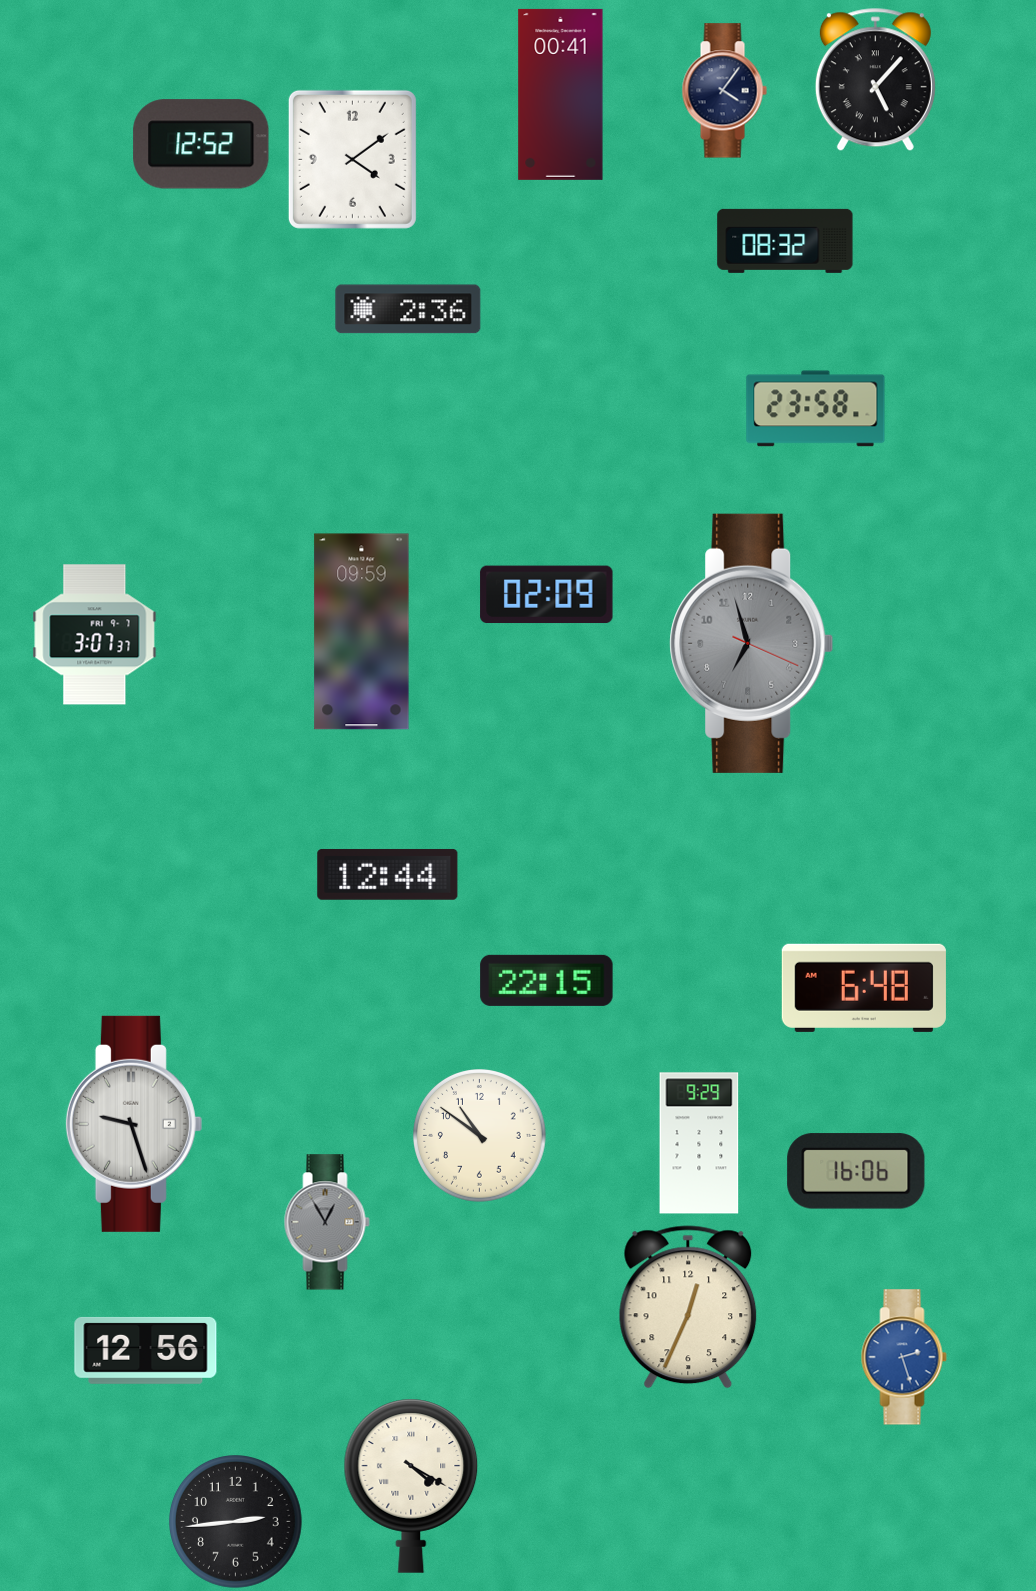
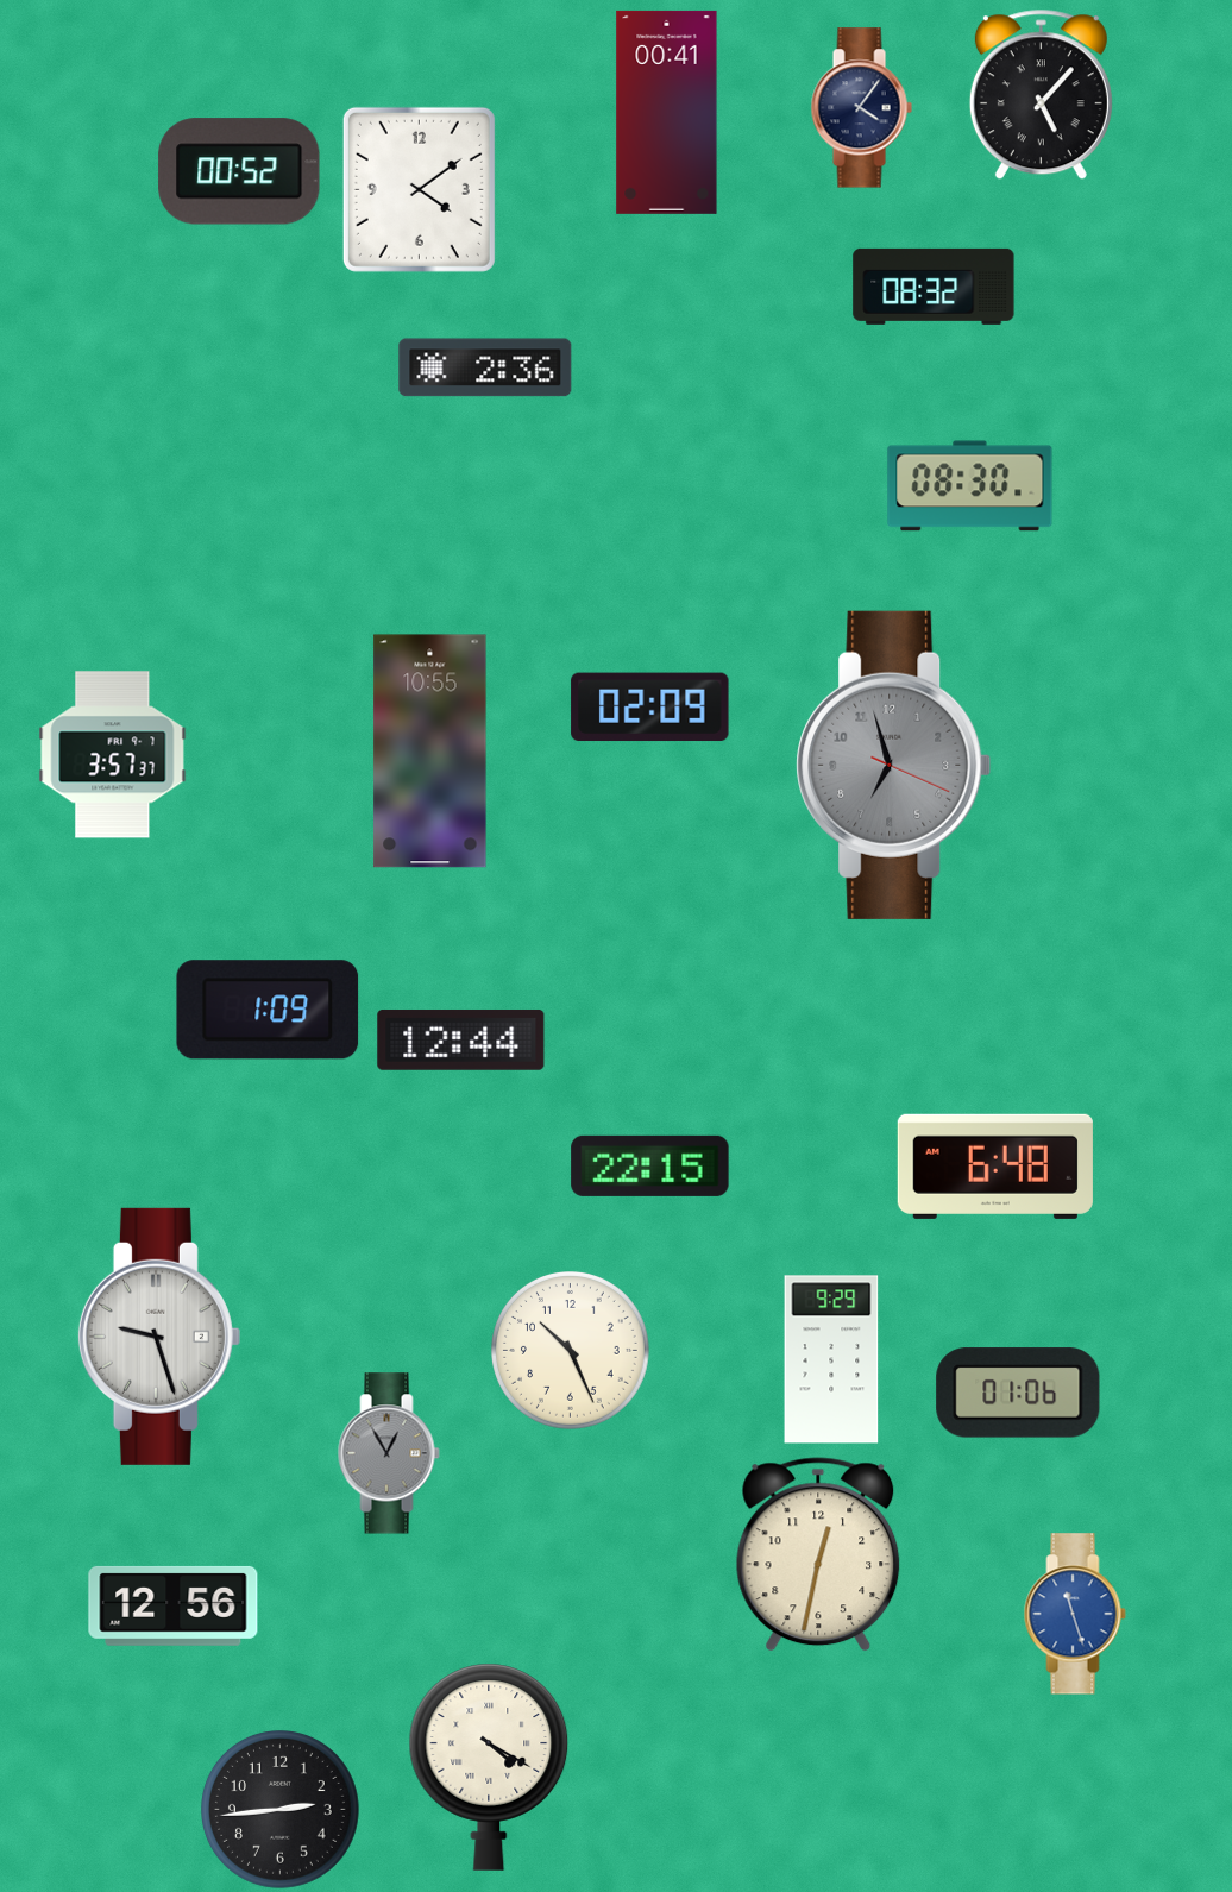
clock at (201, 144): 12:52 -> 00:52
clock at (816, 409): 23:58 -> 08:30
clock at (362, 632): 09:59 -> 10:55
clock at (95, 635): 3:07 -> 3:57
clock at (268, 1010): none -> 1:09
clock at (864, 988) position: (864, 988) -> (995, 1167)
clock at (480, 1136): 10:51 -> 10:26
clock at (856, 1171): 16:06 -> 01:06
clock at (688, 1307): 12:34 -> 12:32
clock at (904, 1357): 2:27 -> 11:27
